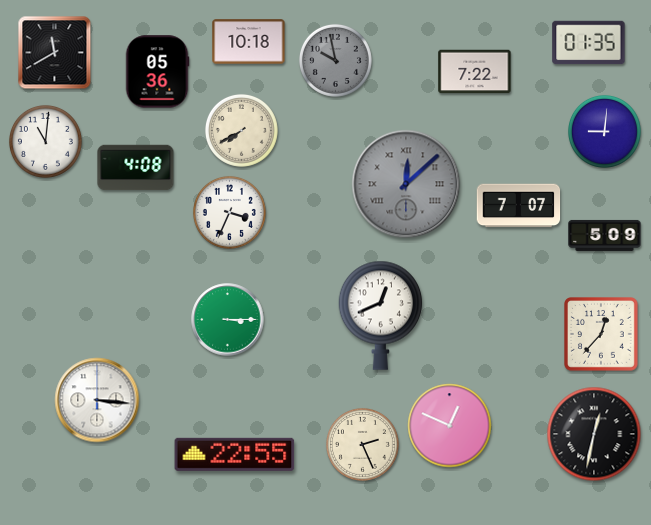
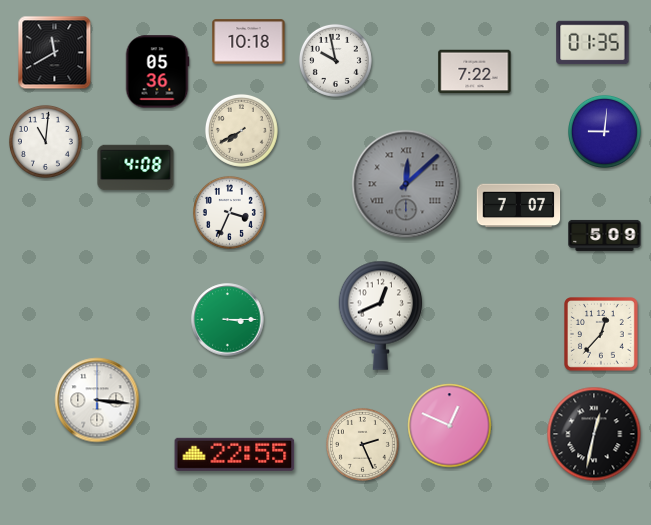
clock at (589, 43) position: (589, 43) -> (593, 43)
clock at (335, 60) dial: grey -> white
